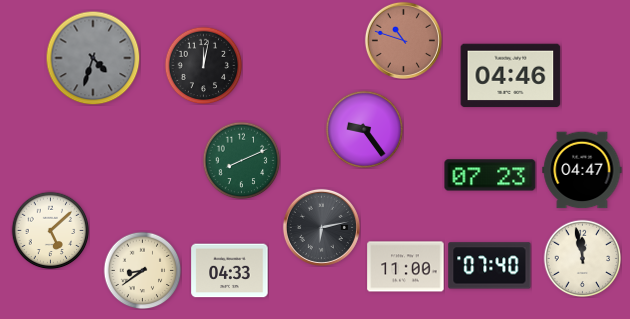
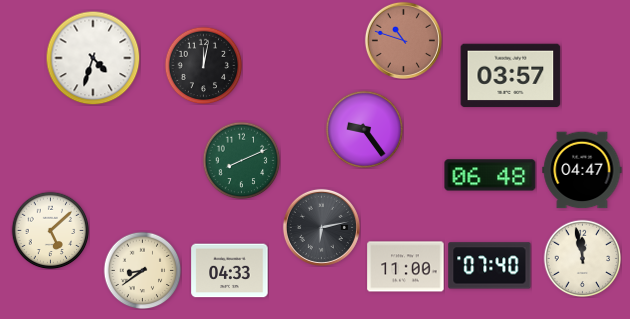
clock at (93, 58) dial: grey -> white
clock at (511, 76): 04:46 -> 03:57
clock at (490, 175): 07:23 -> 06:48
